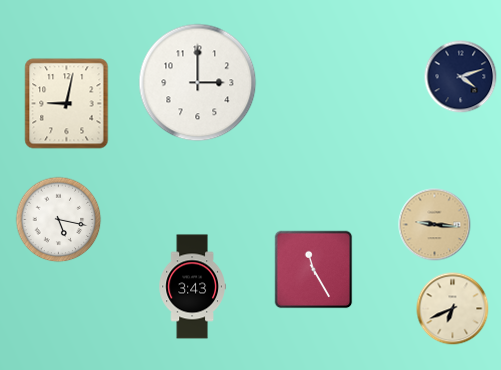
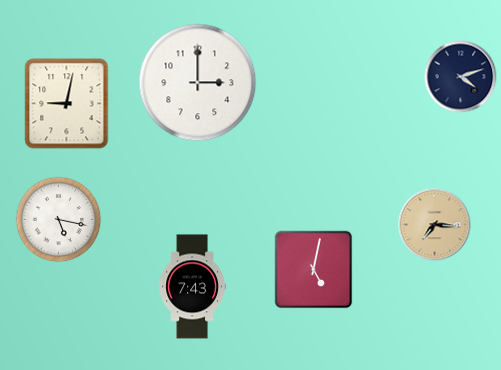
clock at (435, 225): 9:16 -> 7:16
clock at (314, 270): 11:25 -> 5:02
clock at (192, 287): 3:43 -> 7:43
clock at (453, 309): 6:41 -> none
